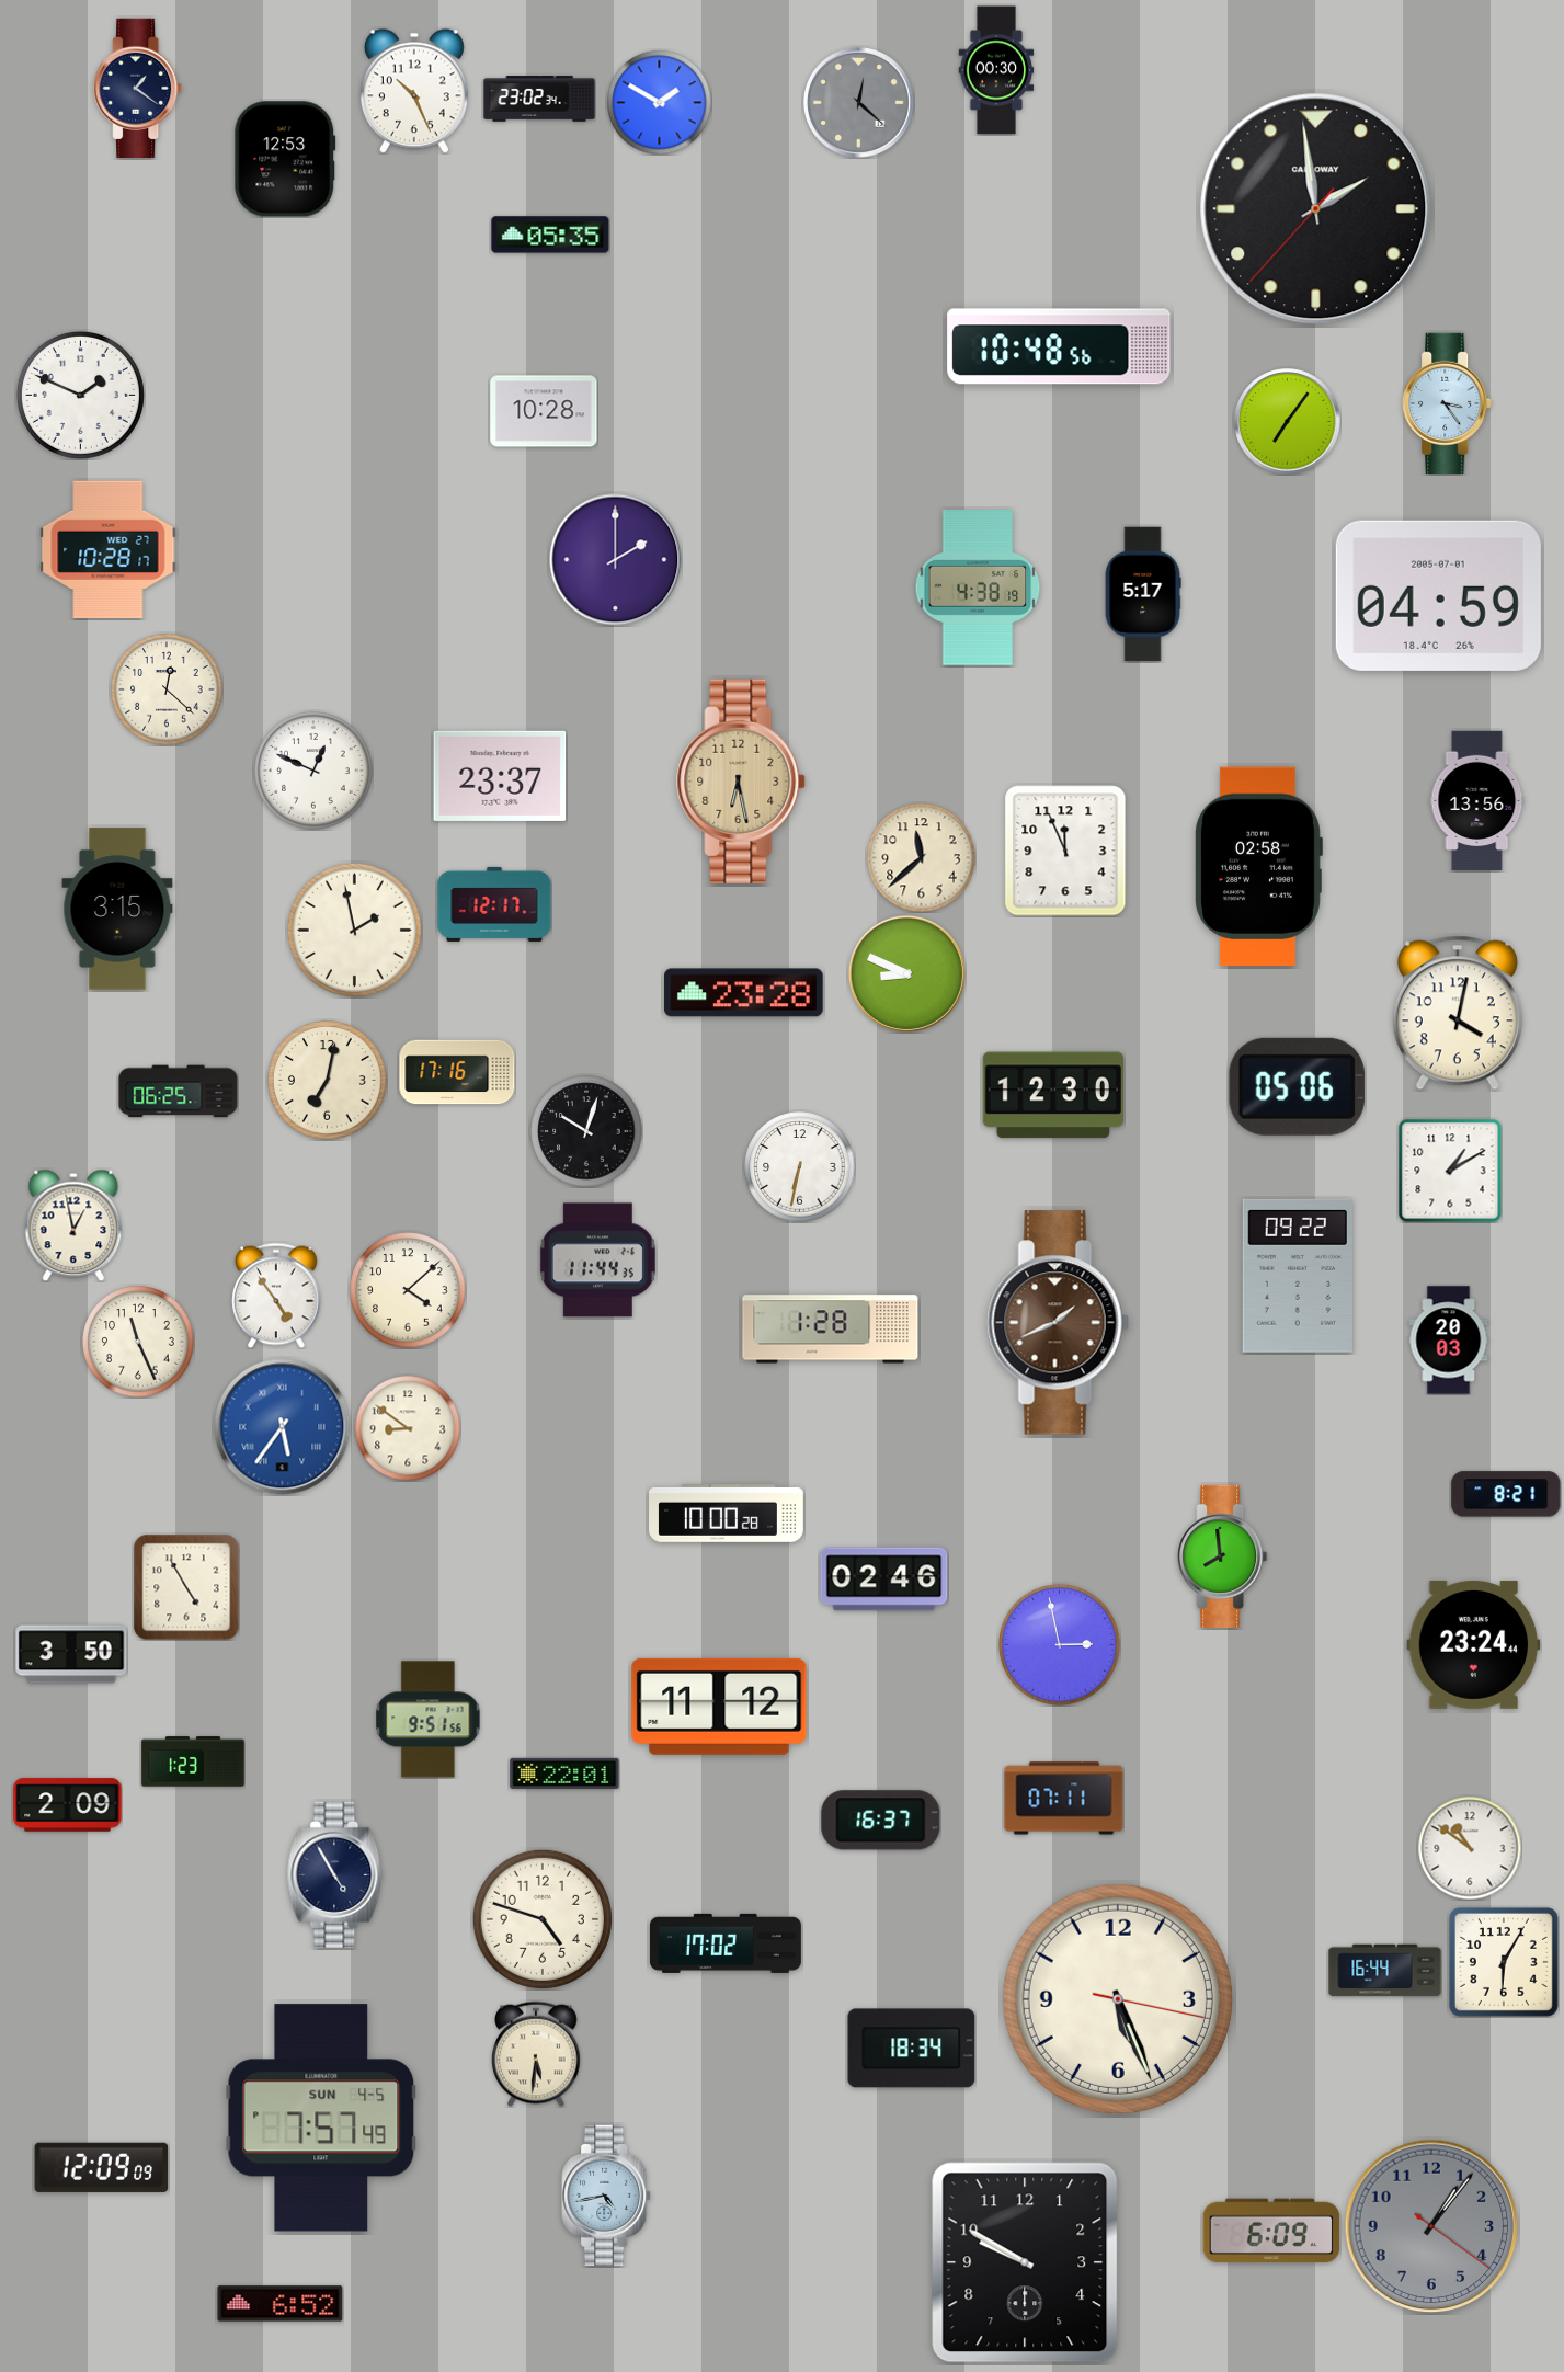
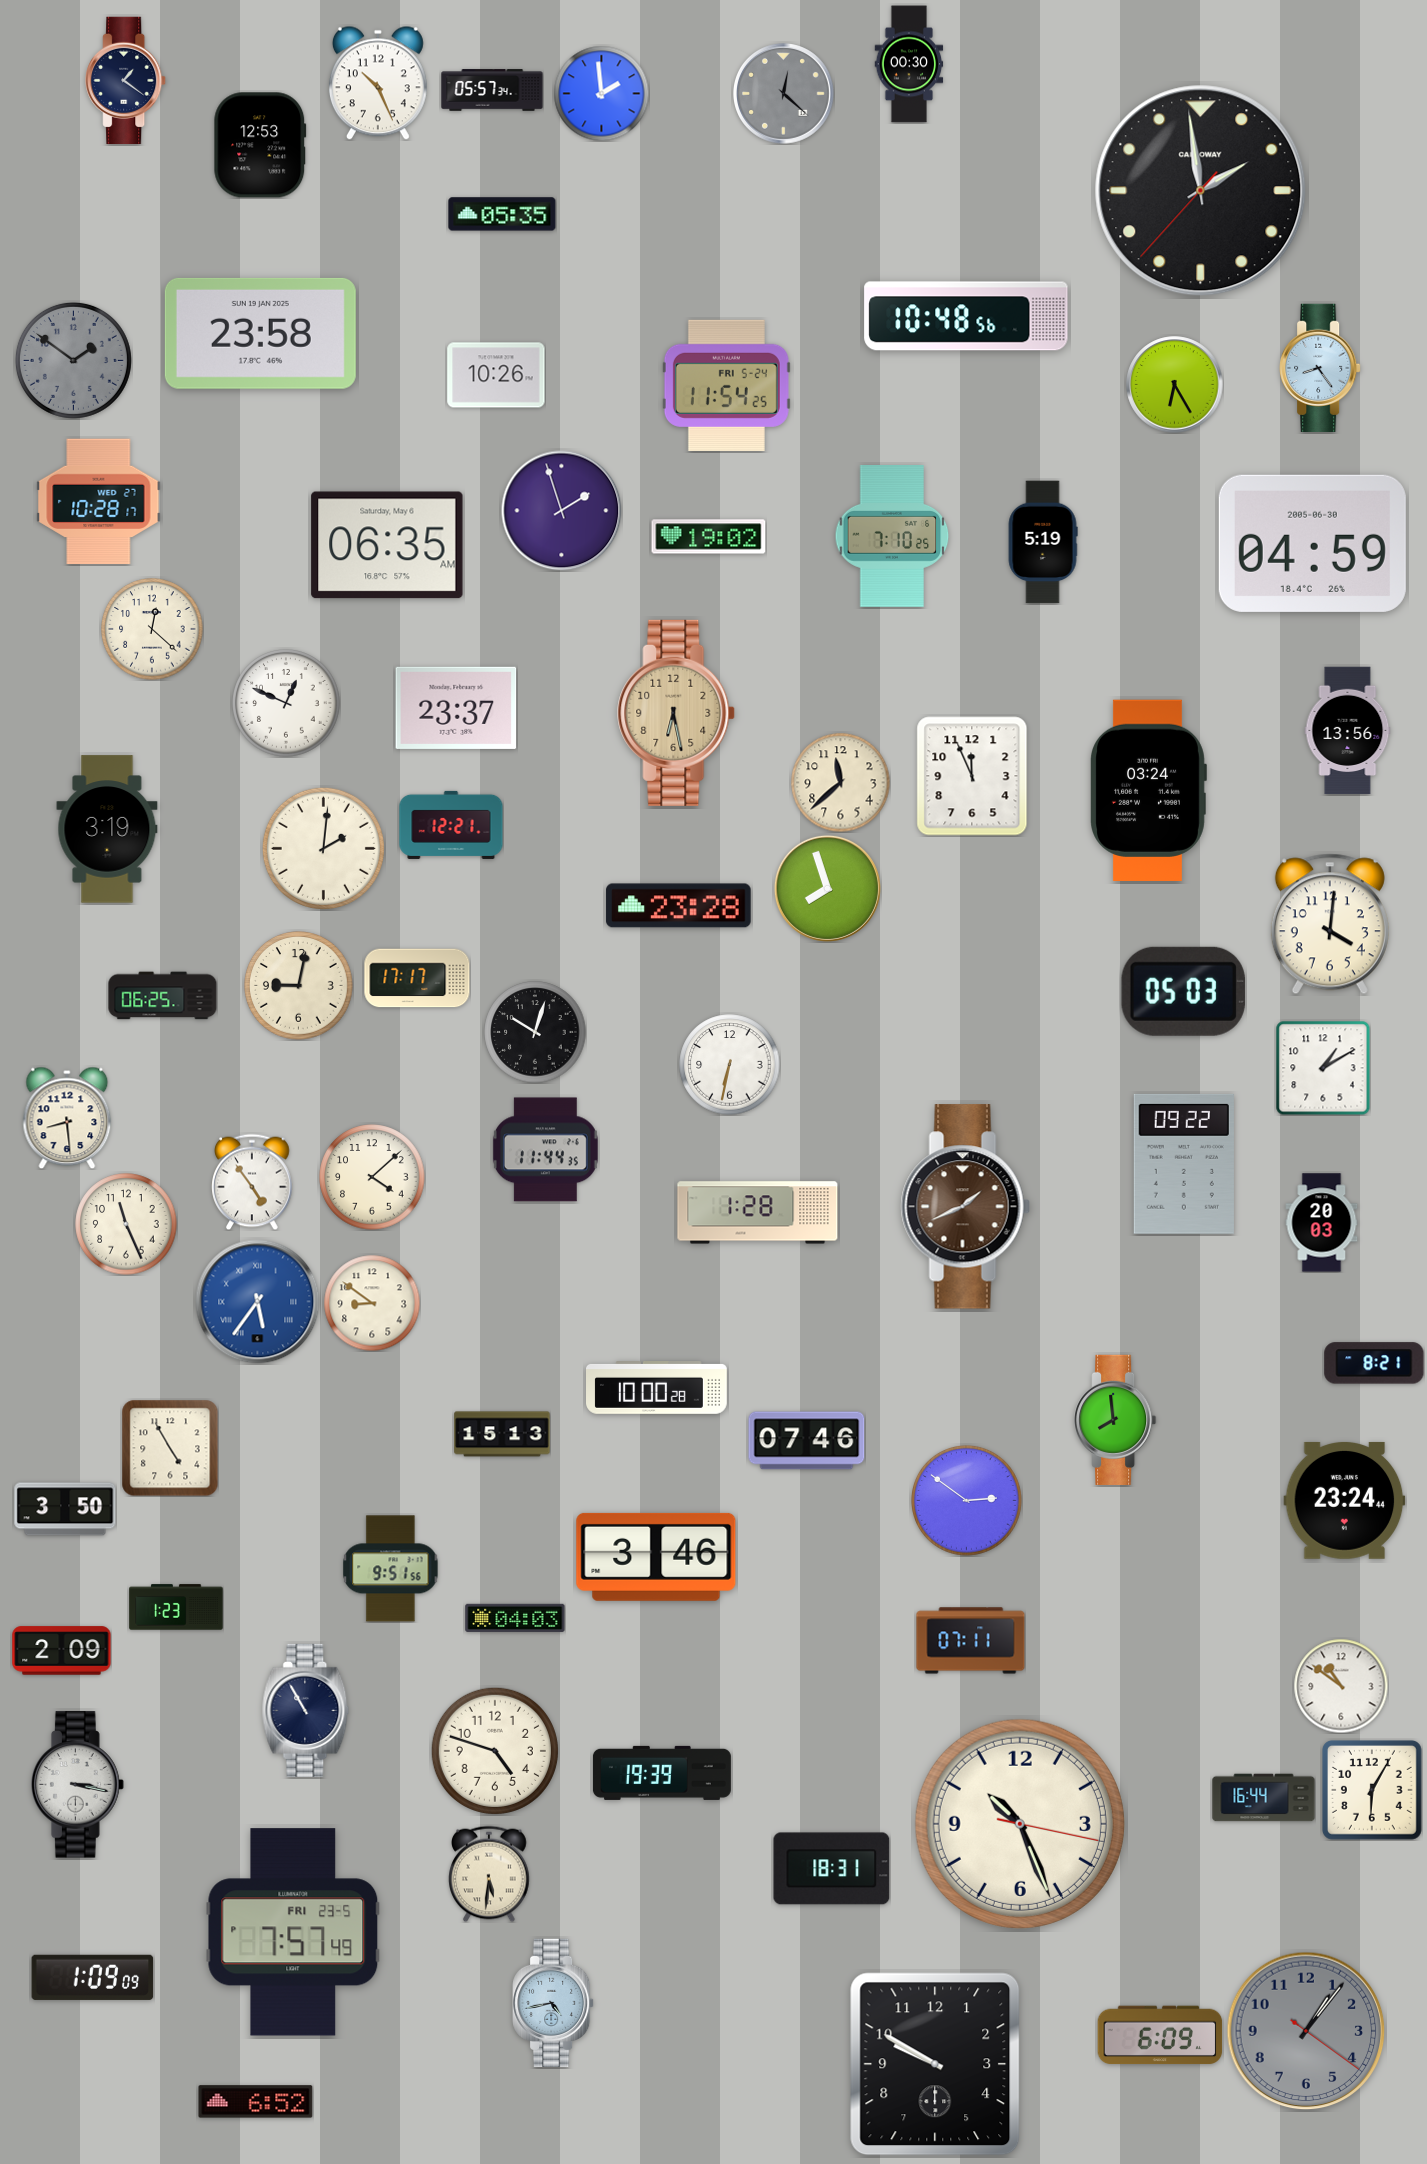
clock at (539, 99): 23:02 -> 05:57
clock at (659, 102): 1:50 -> 1:59
clock at (260, 333): none -> 23:58
clock at (80, 395): 1:49 -> 1:51
clock at (80, 395) dial: white -> grey
clock at (1447, 402): 3:24 -> 8:24
clock at (544, 411): 10:28 -> 10:26
clock at (726, 385): none -> 11:54
clock at (1288, 422): 7:06 -> 6:25
clock at (616, 560): 2:00 -> 1:57
clock at (709, 537): none -> 19:02
clock at (978, 589): 4:38 -> 7:10
clock at (1143, 594): 5:17 -> 5:19
clock at (1438, 595) date: 2005-07-01 -> 2005-06-30
clock at (387, 545): none -> 06:35
clock at (1259, 866): 02:58 -> 03:24
clock at (494, 904): 12:17 -> 12:21
clock at (117, 909): 3:15 -> 3:19
clock at (354, 930): 1:58 -> 2:01
clock at (906, 973): 8:49 -> 7:57
clock at (1458, 1013): 4:02 -> 4:01
clock at (457, 1072): 17:16 -> 17:17
clock at (328, 1081): 7:02 -> 9:02
clock at (1297, 1086): 05:06 -> 05:03
clock at (1053, 1095): 12:30 -> none
clock at (73, 1225): 12:58 -> 8:29
clock at (727, 1514) position: (727, 1514) -> (657, 1388)
clock at (502, 1434): none -> 15:13
clock at (884, 1580): 02:46 -> 07:46
clock at (1060, 1645): 2:58 -> 2:51
clock at (719, 1707): 11:12 -> 3:46
clock at (564, 1774): 22:01 -> 04:03
clock at (68, 1805) position: (68, 1805) -> (62, 1651)
clock at (881, 1821): 16:37 -> none
clock at (335, 1874): 4:55 -> 10:55
clock at (726, 1943): 17:02 -> 19:39
clock at (78, 1785): none -> 3:17
clock at (1118, 1999): 5:26 -> 10:26
clock at (912, 2049): 18:34 -> 18:31
clock at (321, 2118) date: SUN 4-5 -> FRI 23-5
clock at (102, 2167): 12:09 -> 1:09
